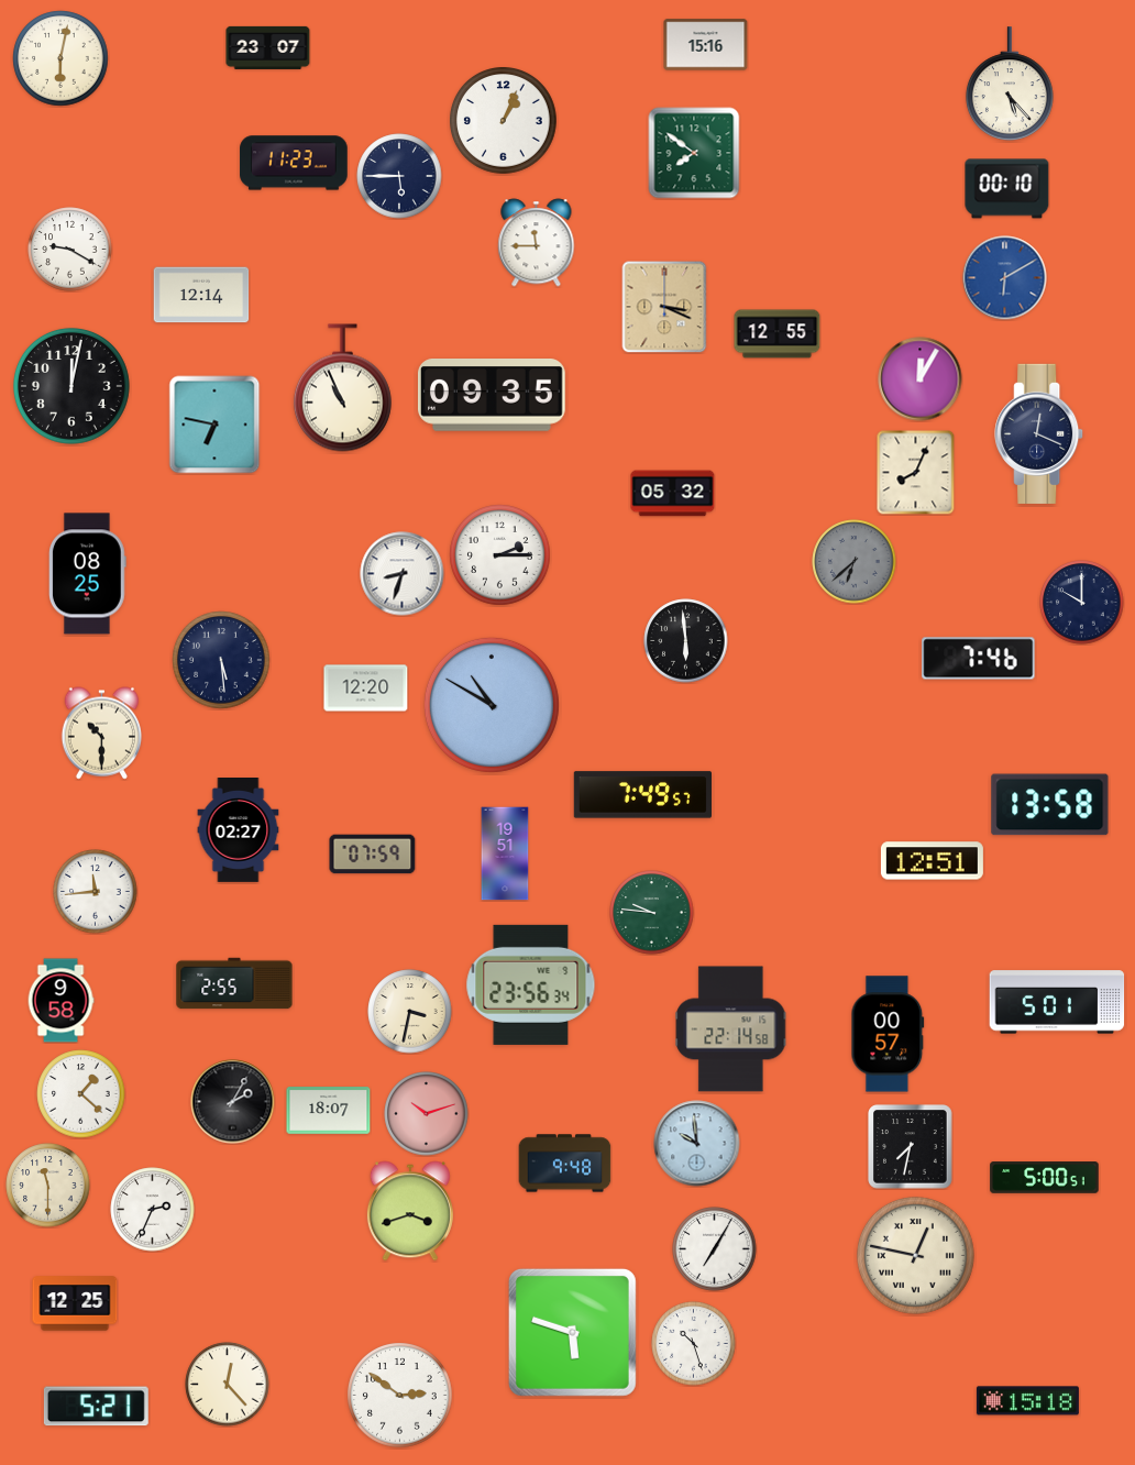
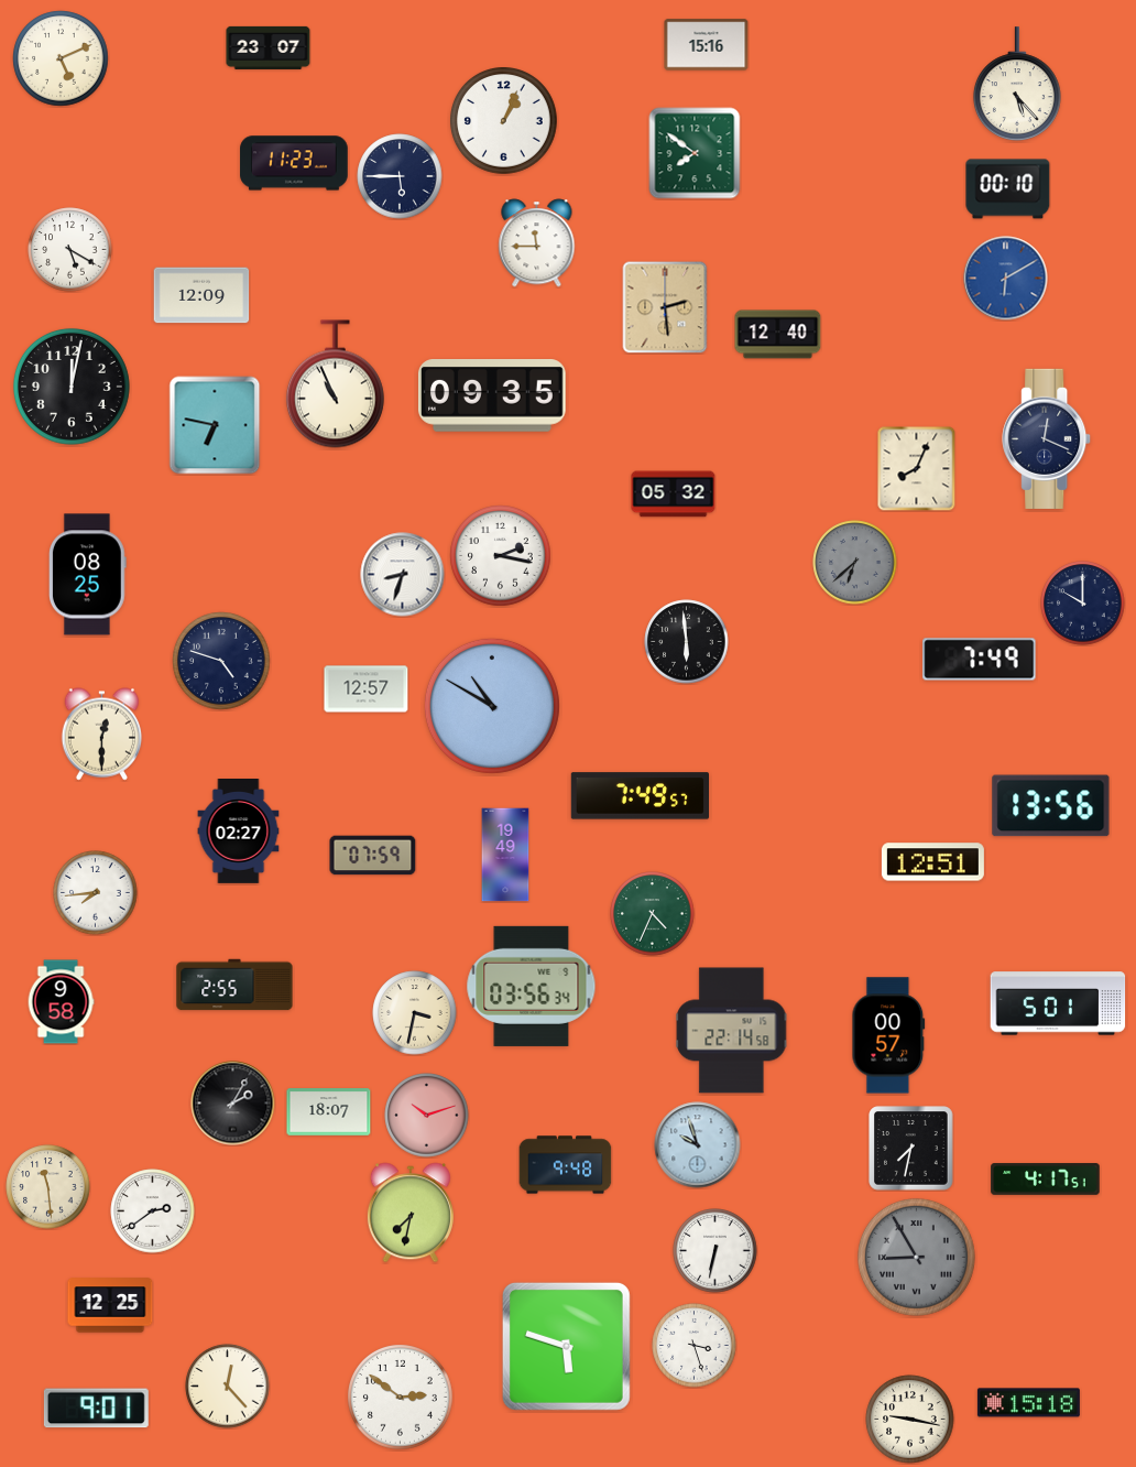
clock at (60, 58): 6:02 -> 5:11
clock at (1010, 85) position: (1010, 85) -> (1017, 85)
clock at (70, 250): 9:20 -> 5:20
clock at (201, 295): 12:14 -> 12:09
clock at (664, 307): 3:19 -> 2:29
clock at (778, 334): 12:55 -> 12:40
clock at (921, 379): 12:05 -> none
clock at (342, 388) position: (342, 388) -> (335, 384)
clock at (1039, 433) position: (1039, 433) -> (1047, 438)
clock at (916, 472) position: (916, 472) -> (917, 468)
clock at (500, 555): 2:15 -> 2:17
clock at (979, 659): 7:46 -> 7:49
clock at (221, 660): 5:29 -> 4:48
clock at (366, 689): 12:20 -> 12:57
clock at (101, 734): 10:30 -> 12:30
clock at (642, 795) position: (642, 795) -> (640, 796)
clock at (1050, 805): 13:58 -> 13:56
clock at (505, 853): 19:51 -> 19:49
clock at (96, 892): 11:44 -> 7:44
clock at (652, 913): 9:46 -> 4:34
clock at (531, 984): 23:56 -> 03:56
clock at (410, 1012) position: (410, 1012) -> (415, 1013)
clock at (81, 1094): 1:22 -> none
clock at (697, 1144): 9:59 -> 9:57
clock at (1045, 1178): 5:00 -> 4:17
clock at (48, 1186): 11:30 -> 11:29
clock at (153, 1210): 2:34 -> 2:39
clock at (410, 1211): 3:42 -> 7:32
clock at (715, 1249): 7:05 -> 6:32
clock at (915, 1255): 12:47 -> 8:55
clock at (915, 1255) dial: cream -> grey
clock at (75, 1303) position: (75, 1303) -> (110, 1305)
clock at (572, 1332) position: (572, 1332) -> (566, 1346)
clock at (694, 1344): 10:27 -> 3:27
clock at (96, 1407): 5:21 -> 9:01
clock at (910, 1420): none -> 9:17
